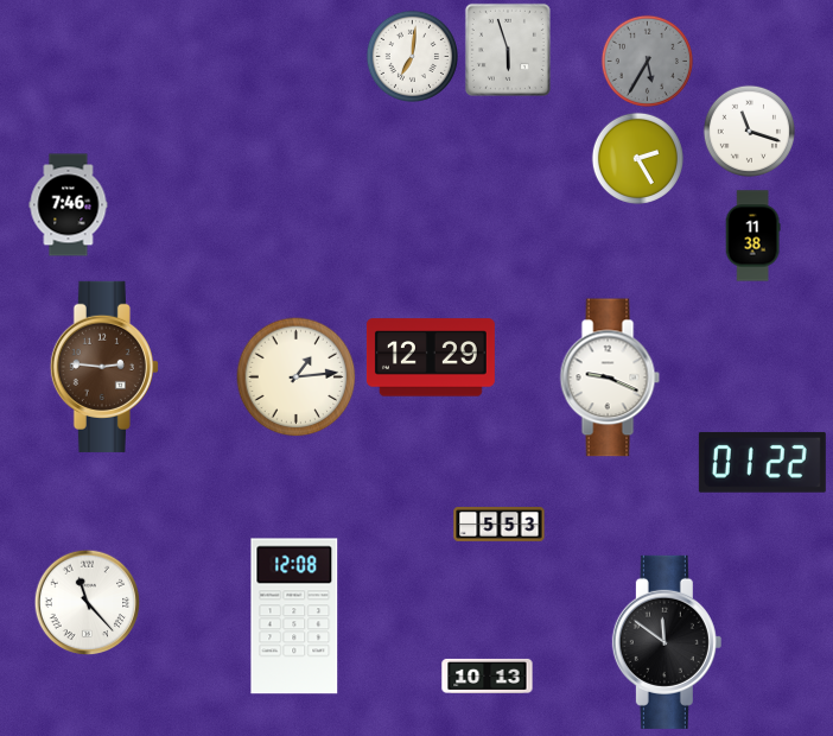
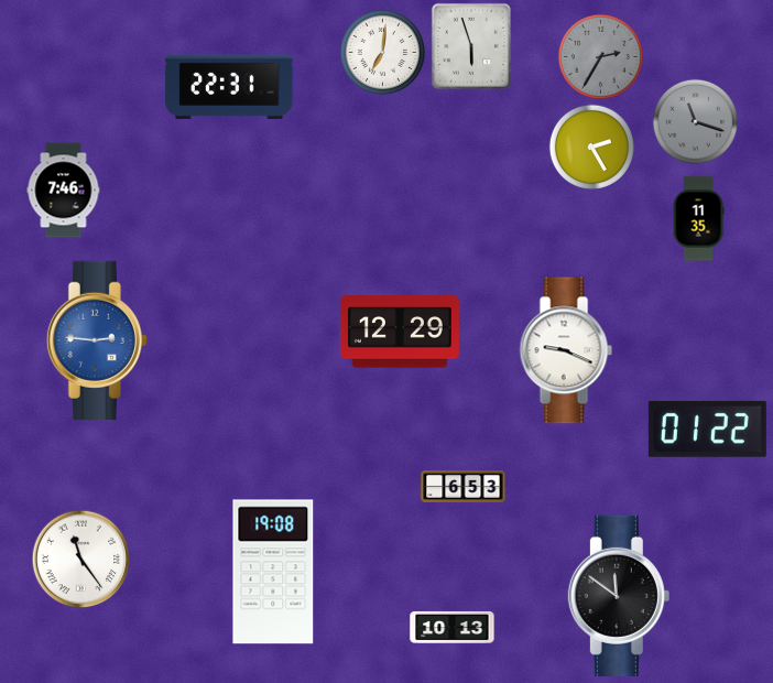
clock at (647, 61): 5:35 -> 2:35
clock at (229, 87): none -> 22:31
clock at (749, 131) dial: white -> grey
clock at (752, 236): 11:38 -> 11:35
clock at (104, 367) dial: brown -> blue
clock at (297, 377): 1:14 -> none
clock at (500, 525): 5:53 -> 6:53
clock at (87, 602): 11:23 -> 11:24
clock at (294, 616): 12:08 -> 19:08
